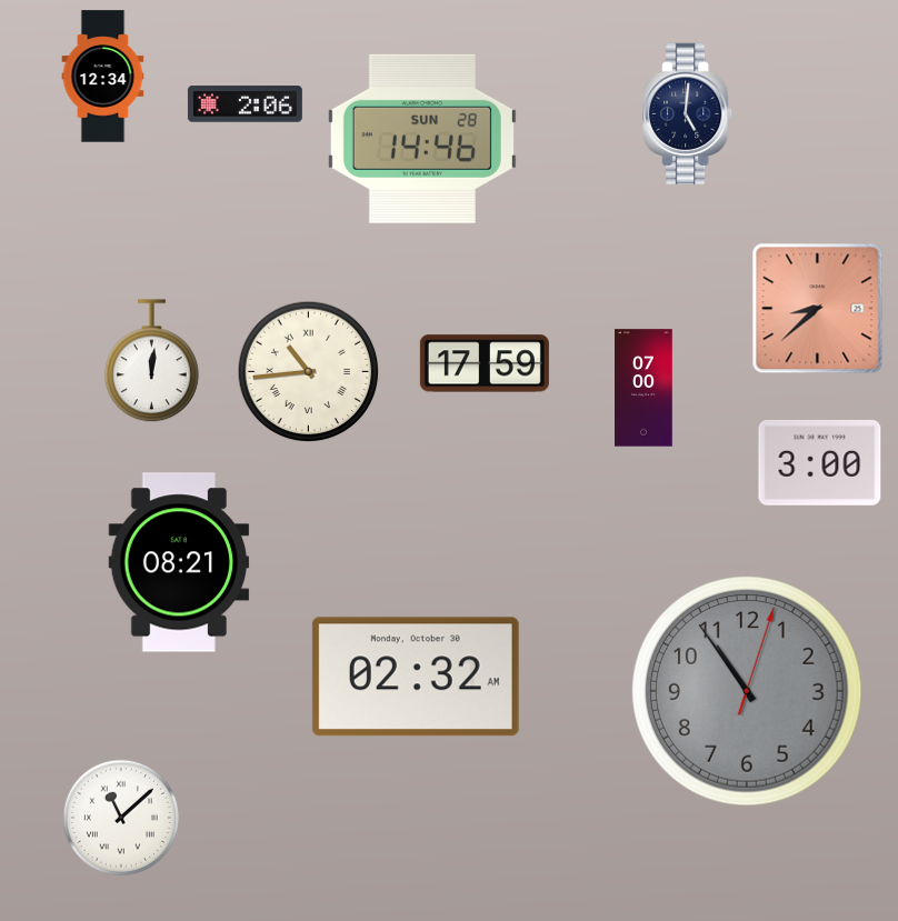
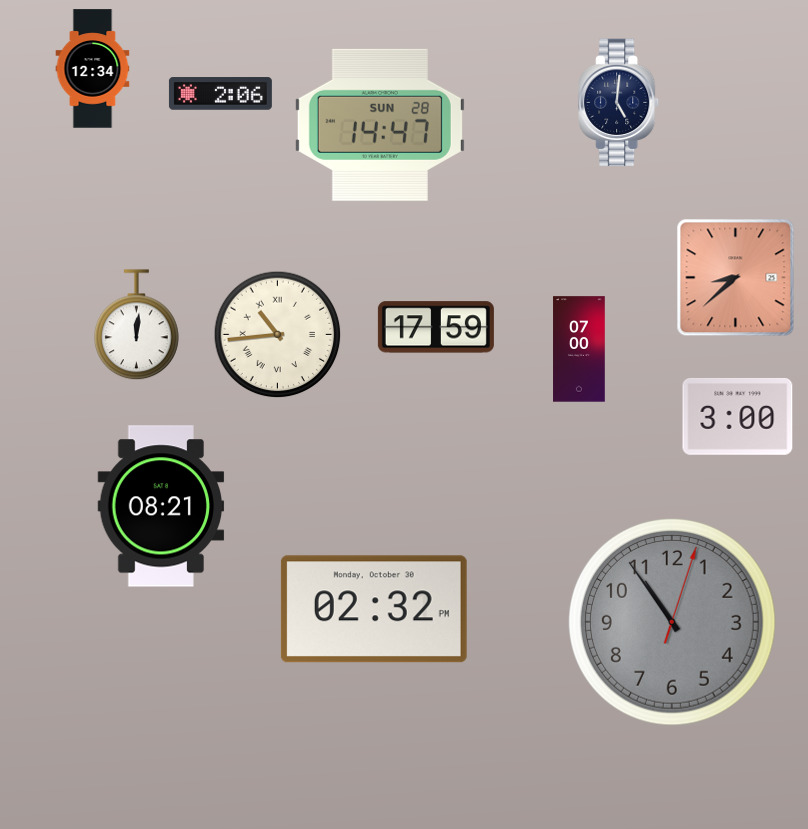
clock at (422, 139): 14:46 -> 14:47
clock at (416, 677): 02:32 AM -> 02:32 PM
clock at (120, 817): 11:08 -> none
